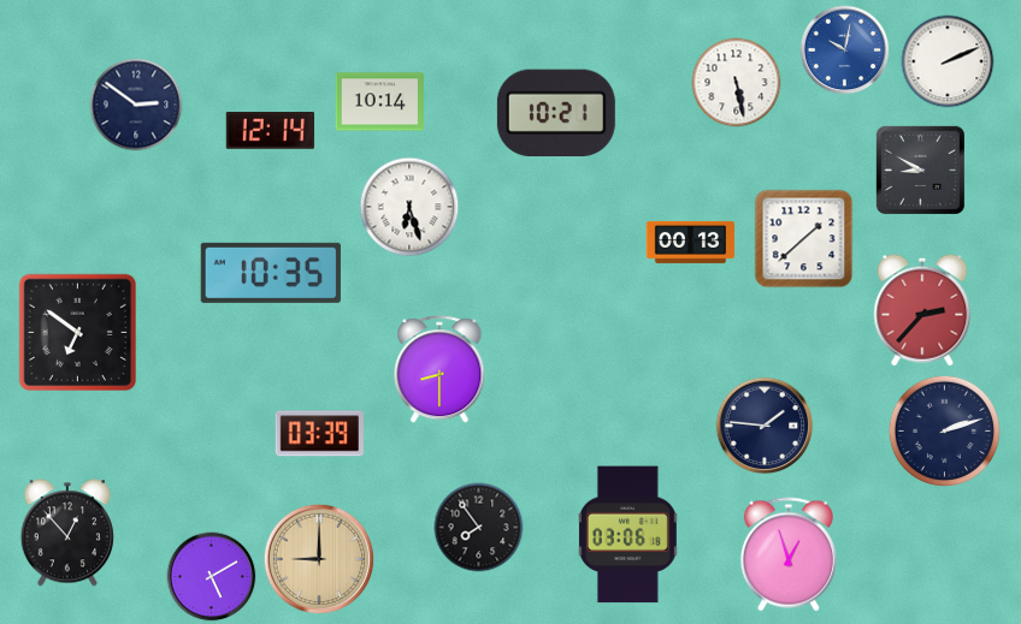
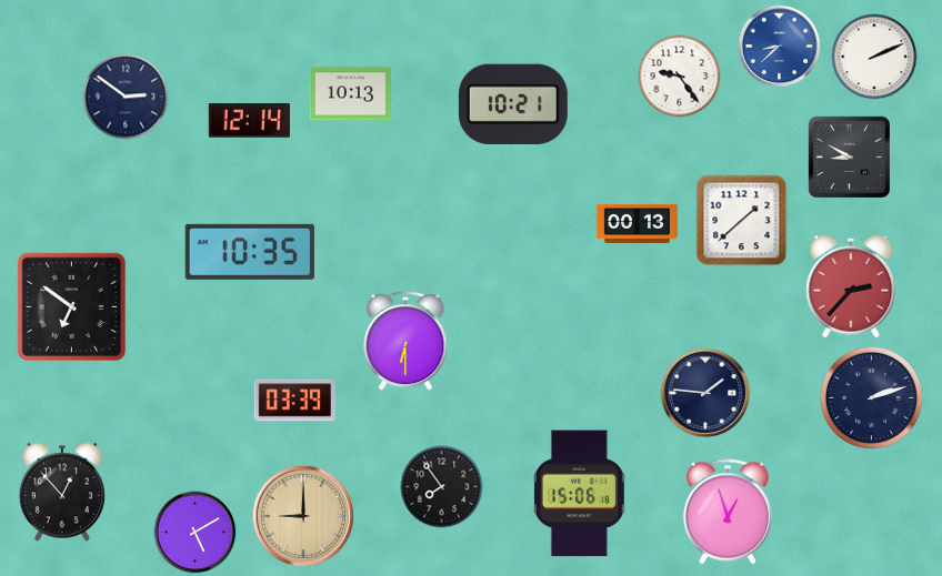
clock at (845, 50): 10:02 -> 8:38
clock at (737, 83): 5:28 -> 9:24
clock at (380, 102): 10:14 -> 10:13
clock at (409, 207): 6:27 -> none
clock at (439, 370): 8:30 -> 6:30
clock at (627, 535): 03:06 -> 15:06
clock at (319, 559) position: (319, 559) -> (303, 516)
